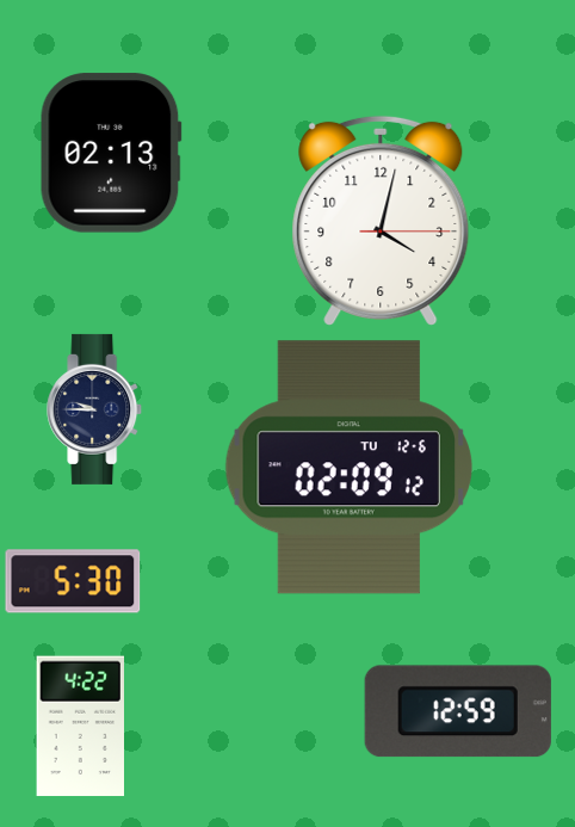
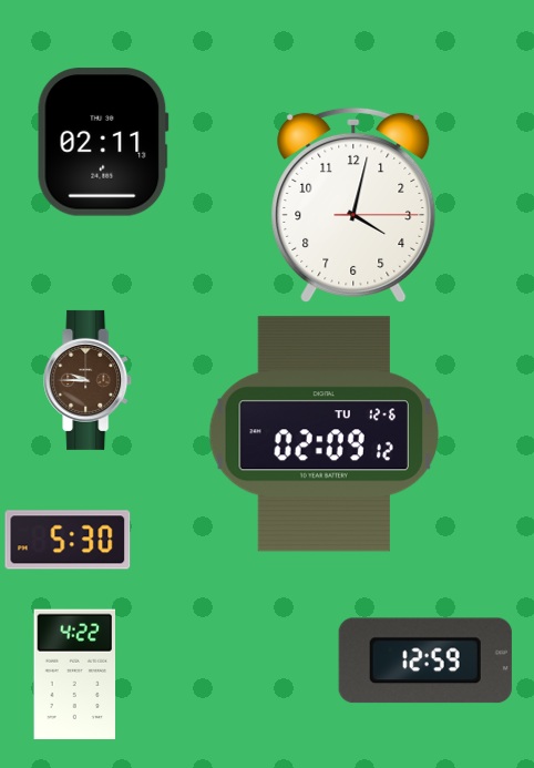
clock at (111, 153): 02:13 -> 02:11
clock at (95, 409) dial: navy -> brown
